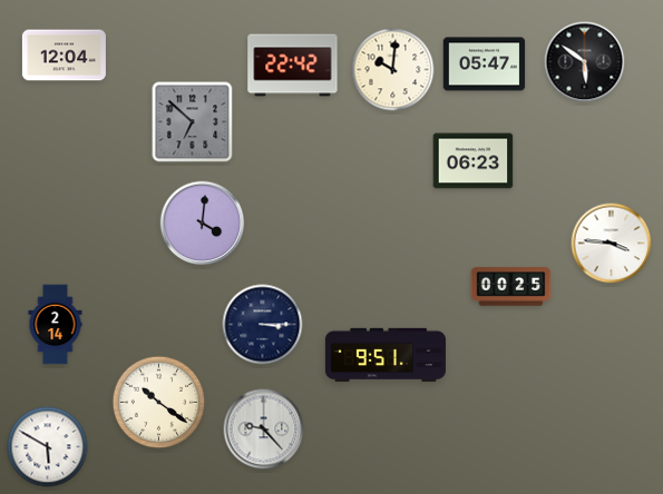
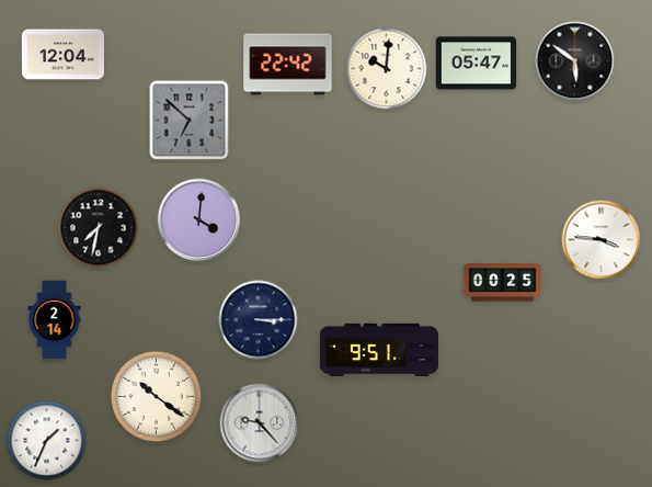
clock at (474, 161): 06:23 -> none
clock at (99, 228): none -> 7:32
clock at (48, 447): 5:50 -> 1:34
